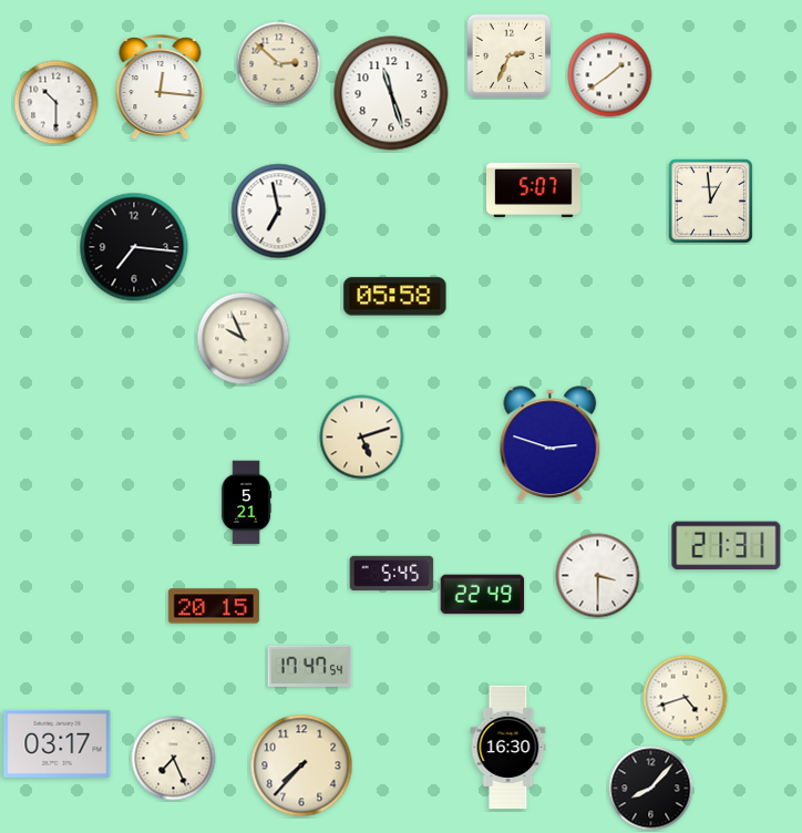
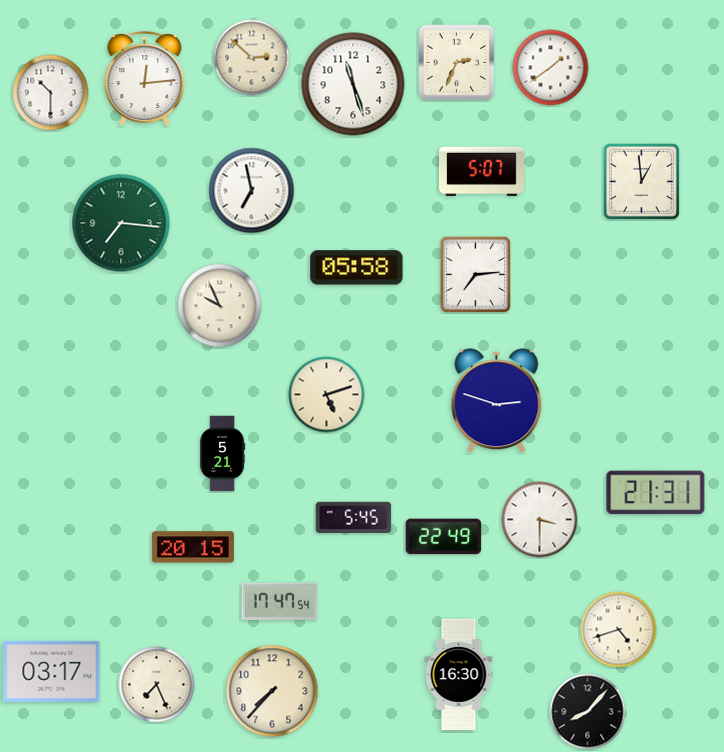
clock at (508, 55) position: (508, 55) -> (456, 62)
clock at (161, 88): 12:16 -> 12:14
clock at (134, 247) dial: black -> green
clock at (475, 274): none -> 7:14
clock at (483, 595) position: (483, 595) -> (444, 537)
